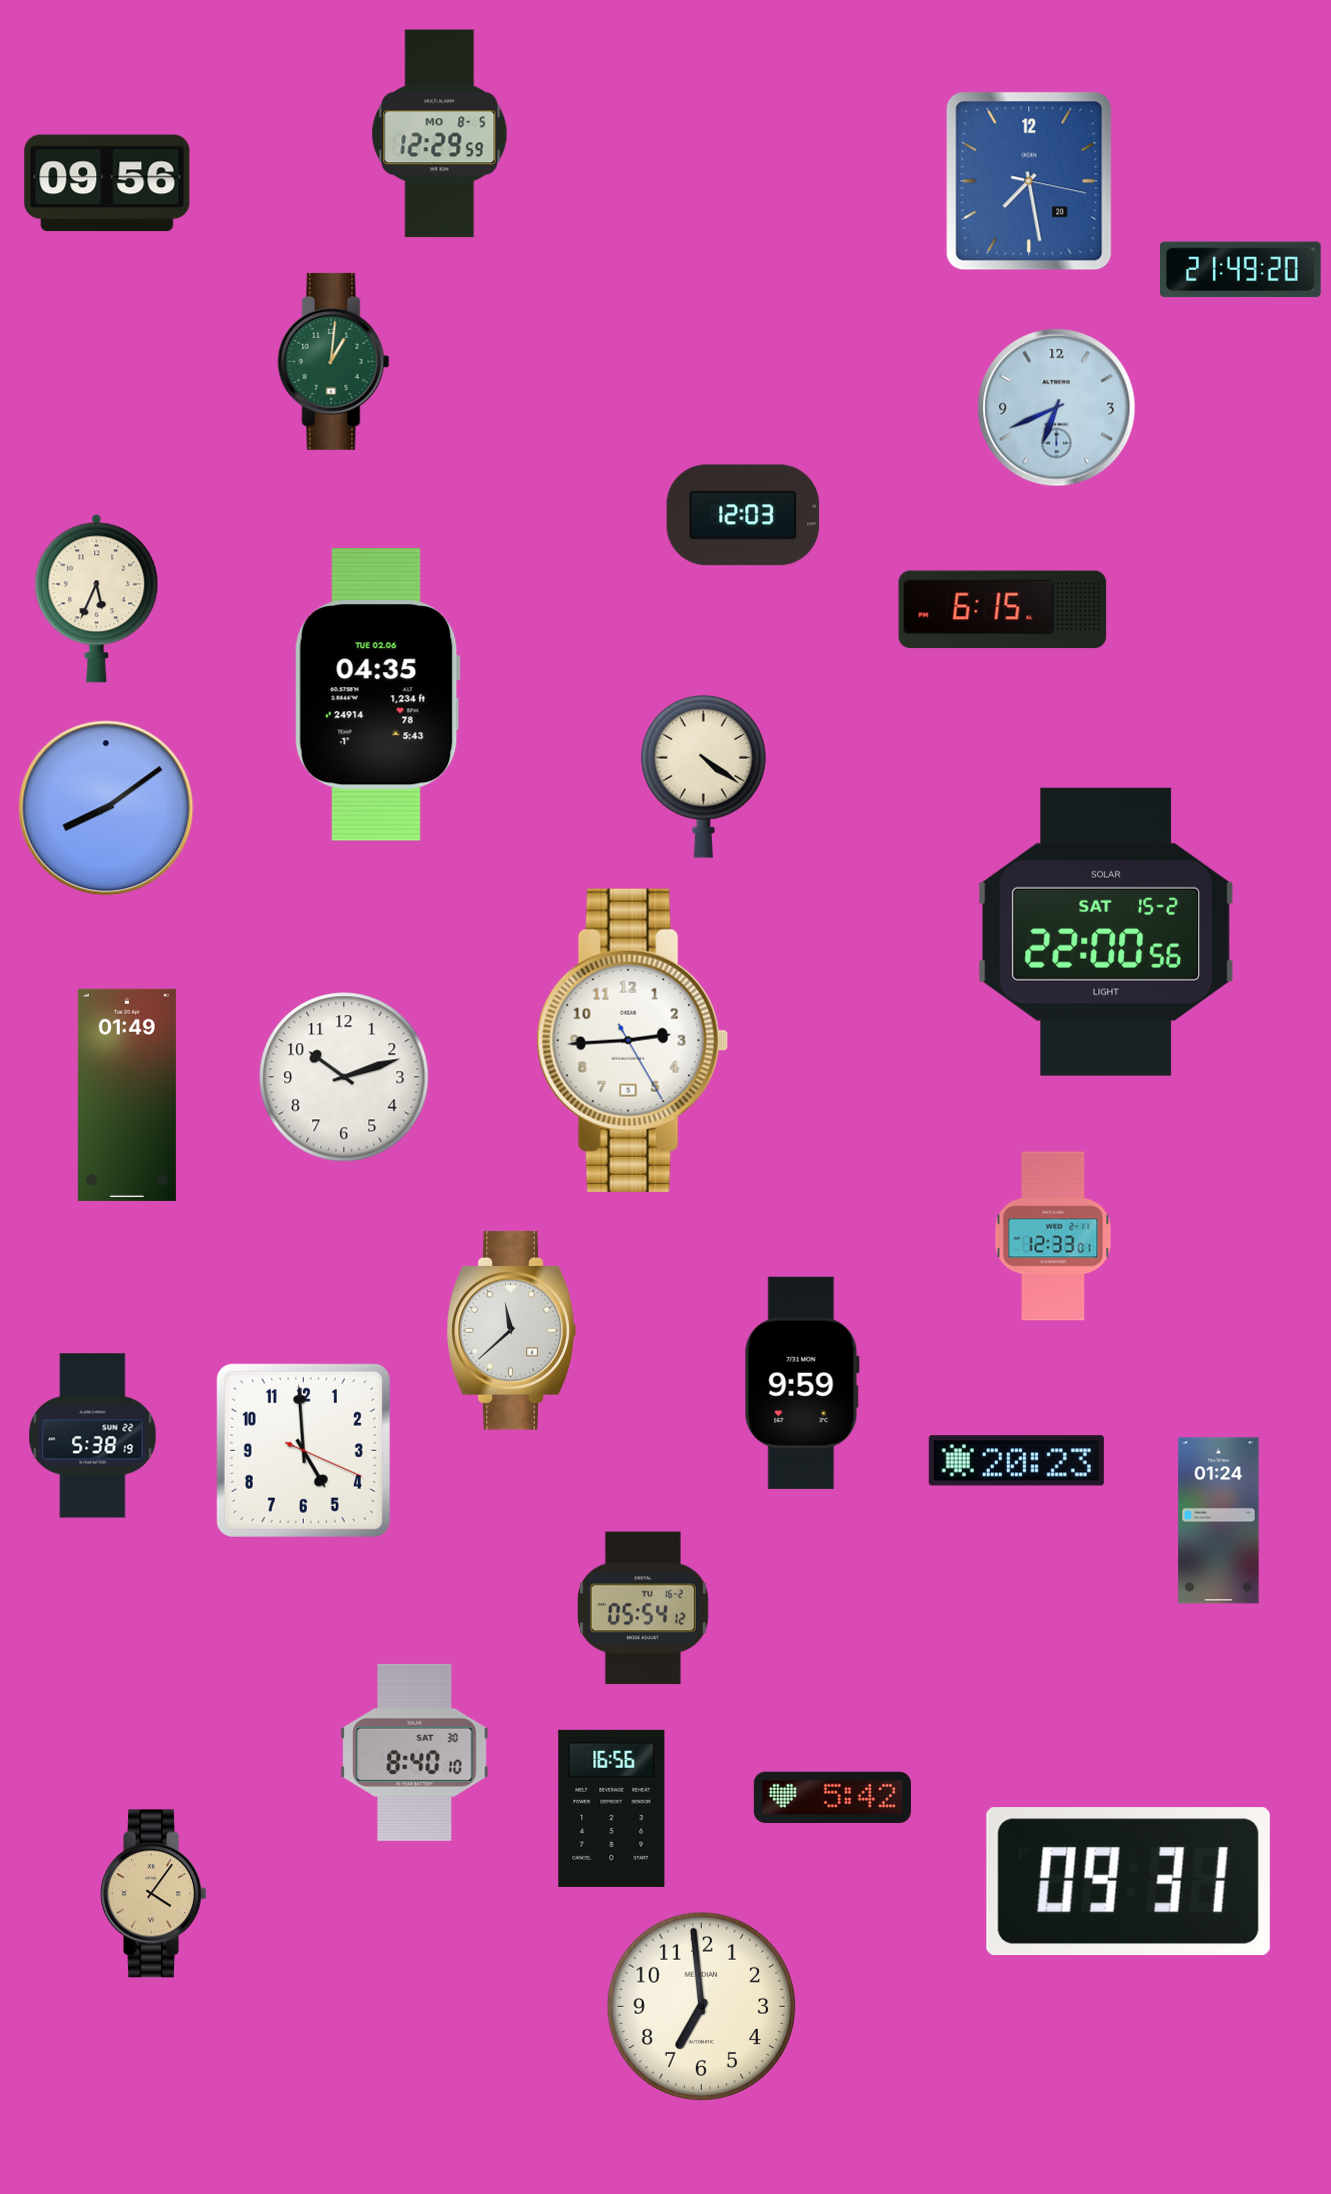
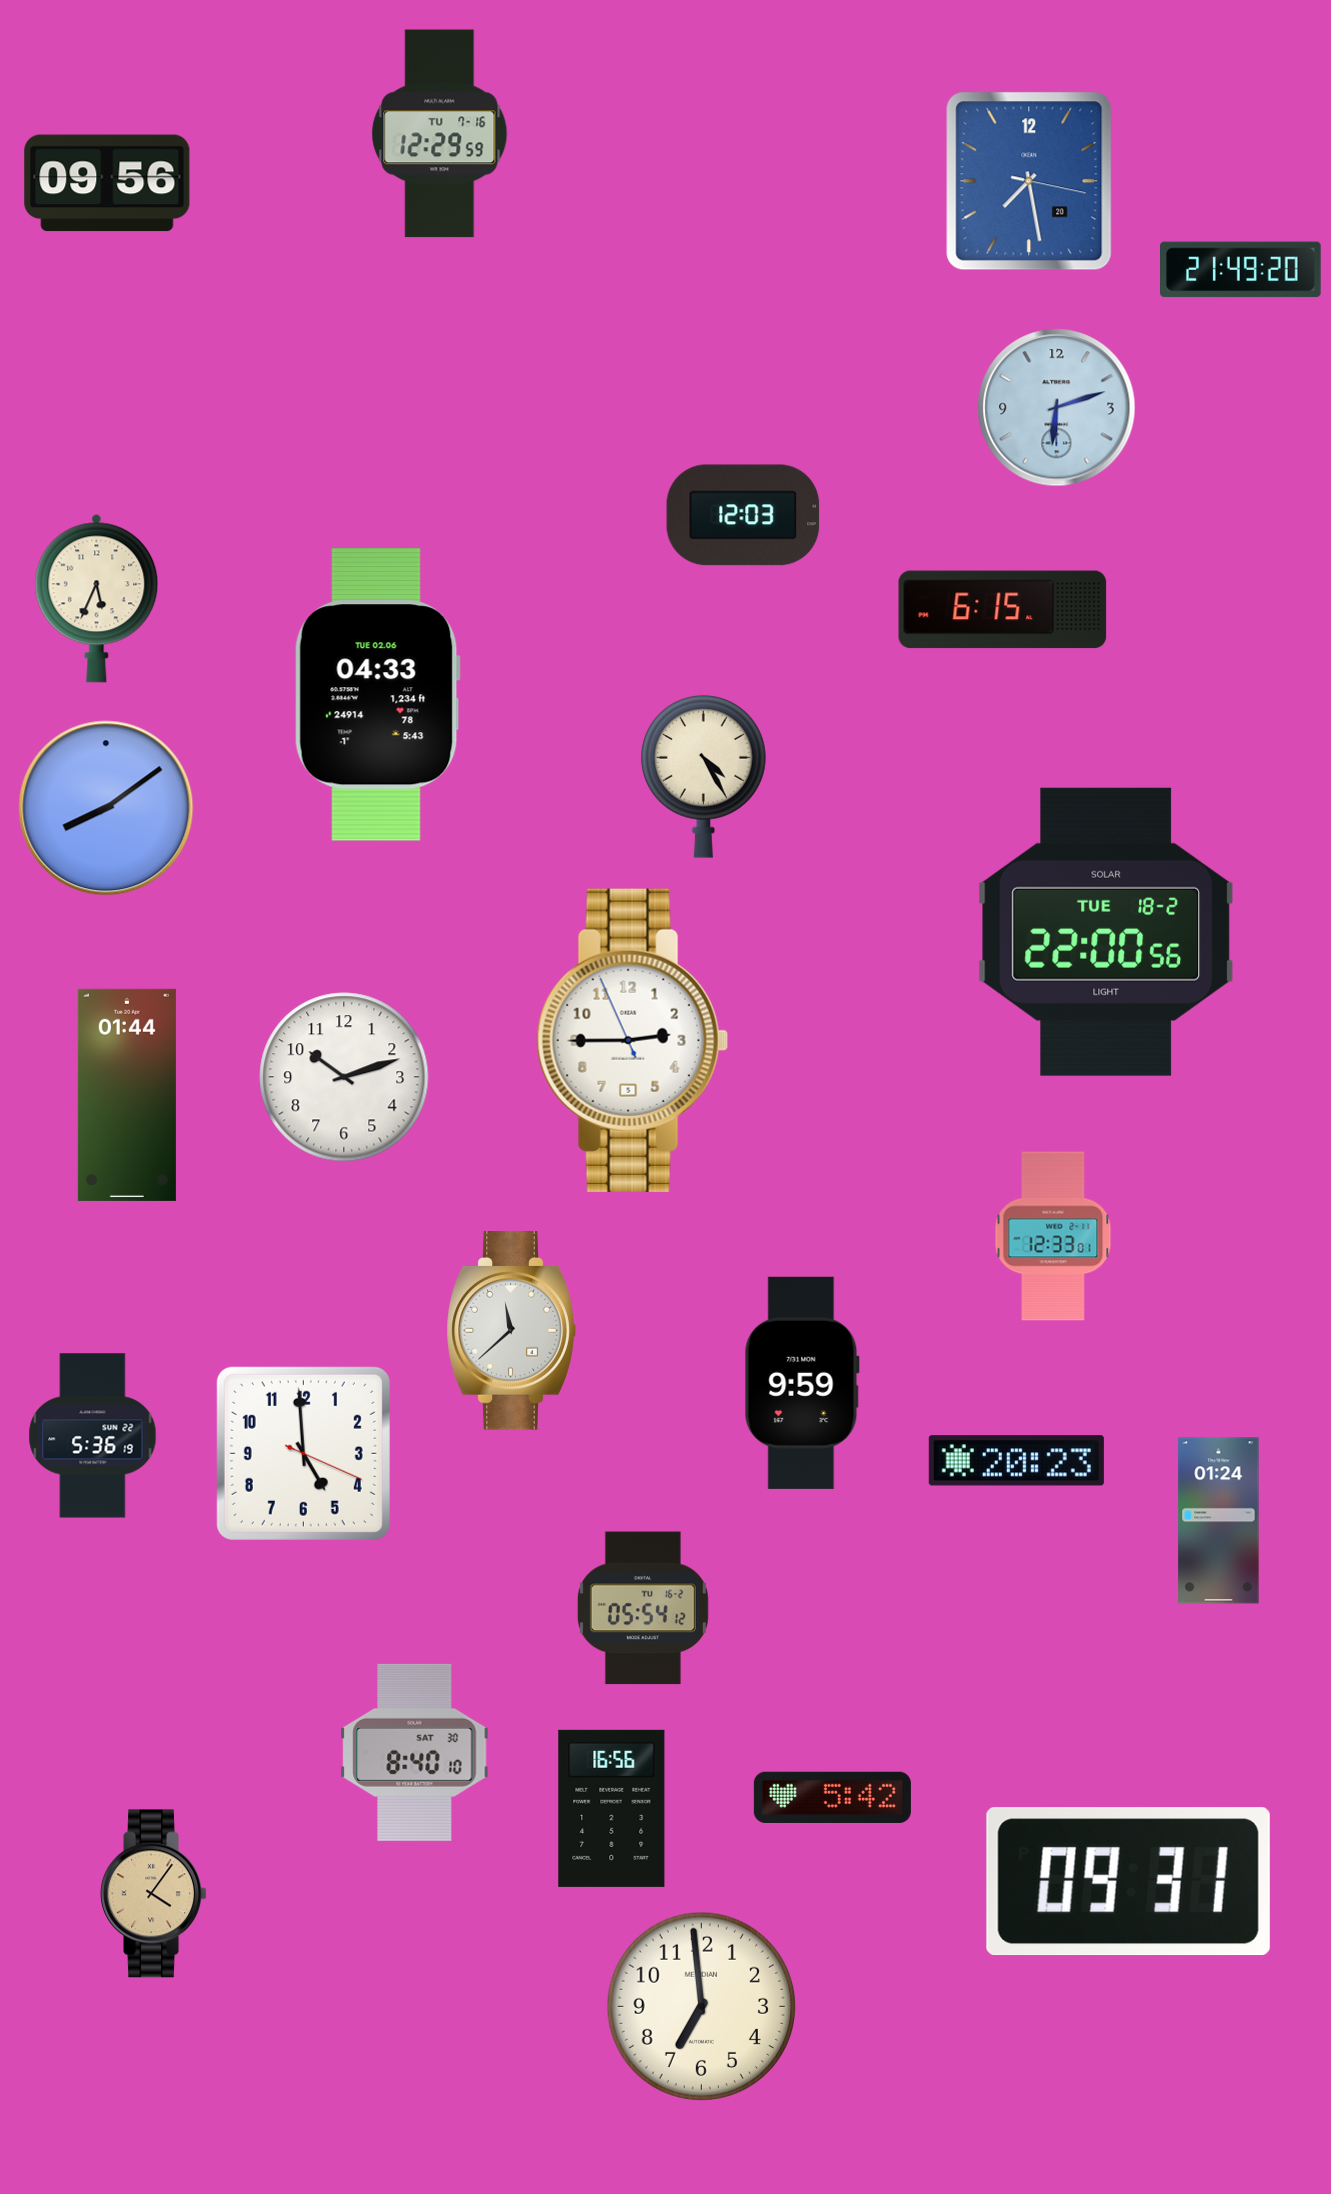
clock at (440, 134) date: MO 8-5 -> TU 7-16
clock at (334, 361): 1:01 -> none
clock at (1057, 408): 6:41 -> 6:12
clock at (377, 695): 04:35 -> 04:33
clock at (704, 776): 4:21 -> 4:25
clock at (1106, 932) date: SAT 15-2 -> TUE 18-2
clock at (632, 1040): 2:44:25 -> 2:44:56
clock at (127, 1095): 01:49 -> 01:44
clock at (93, 1436): 5:38 -> 5:36
clock at (303, 1450) position: (303, 1450) -> (303, 1453)
